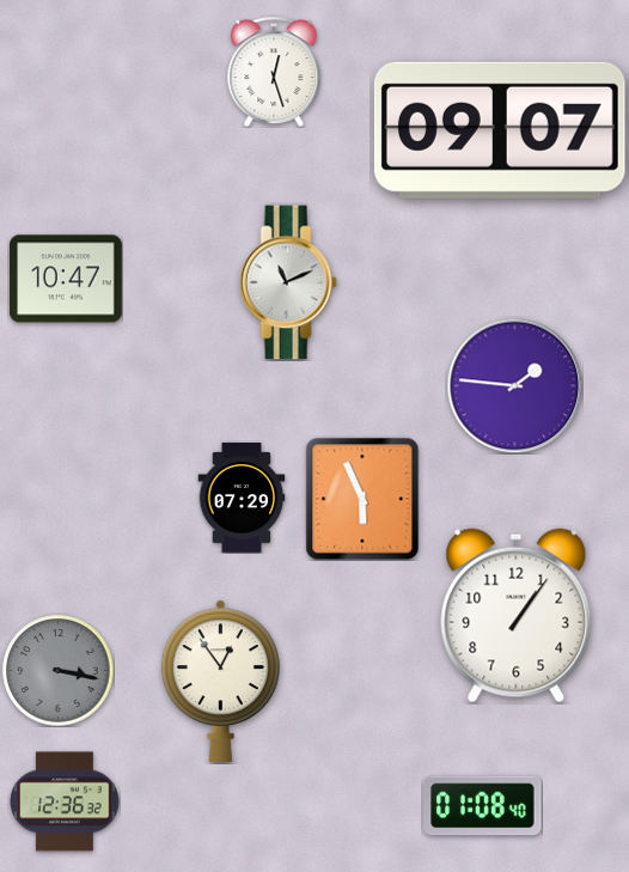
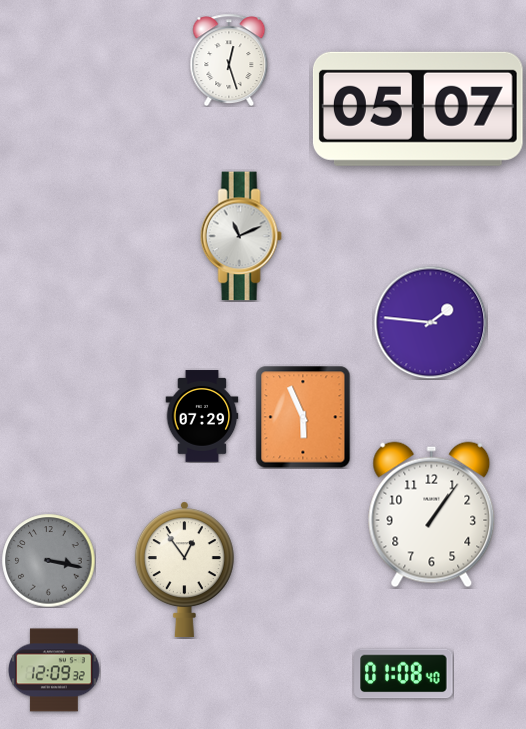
clock at (500, 130): 09:07 -> 05:07
clock at (66, 279): 10:47 -> none
clock at (65, 801): 12:36 -> 12:09
